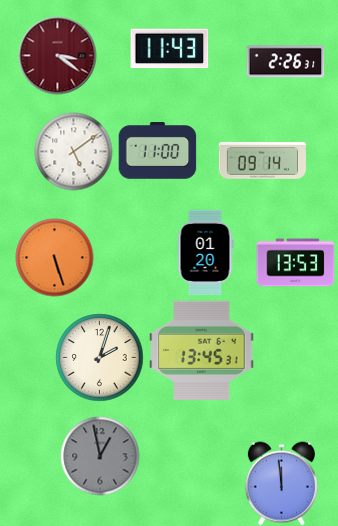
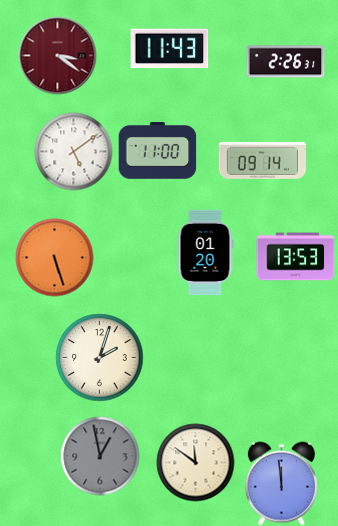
clock at (295, 263) position: (295, 263) -> (295, 257)
clock at (202, 350): 13:45 -> none
clock at (195, 462): none -> 11:51
